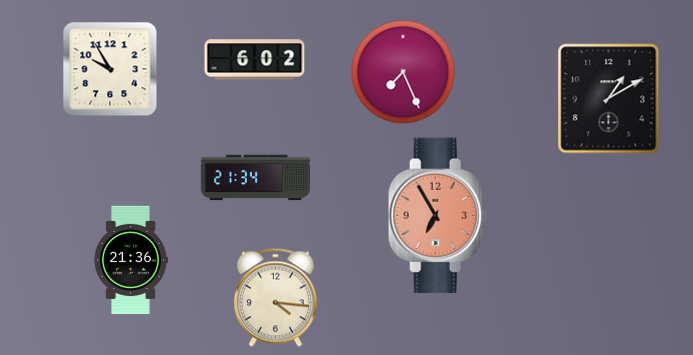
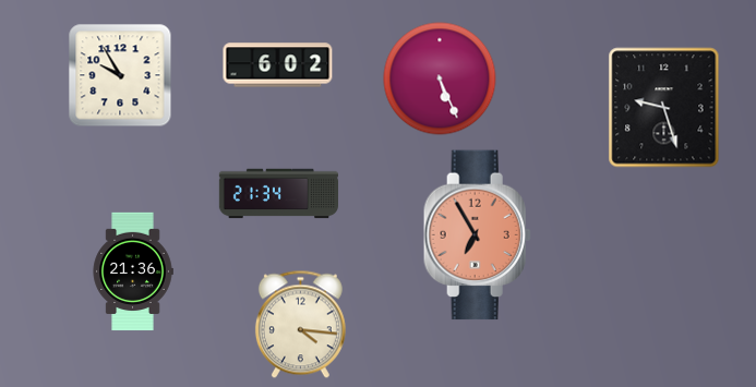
clock at (403, 72): 7:26 -> 5:26
clock at (609, 99): 1:10 -> 9:27
clock at (131, 260) position: (131, 260) -> (133, 271)
